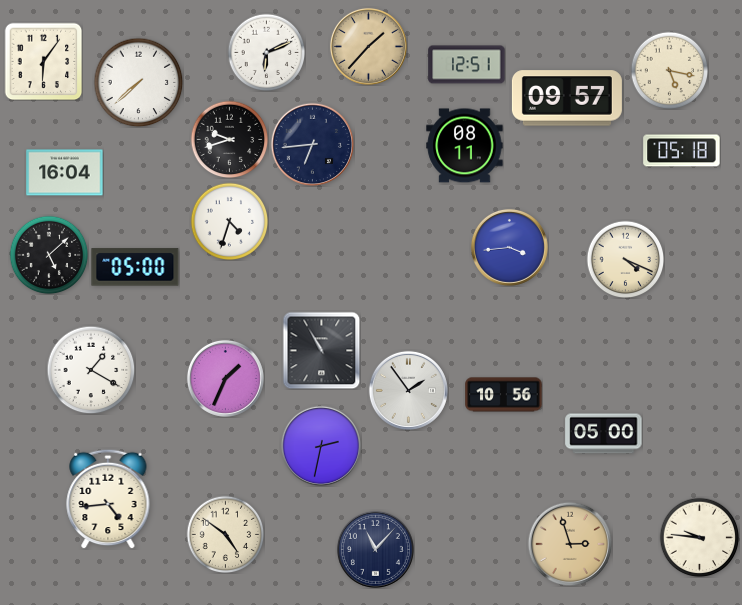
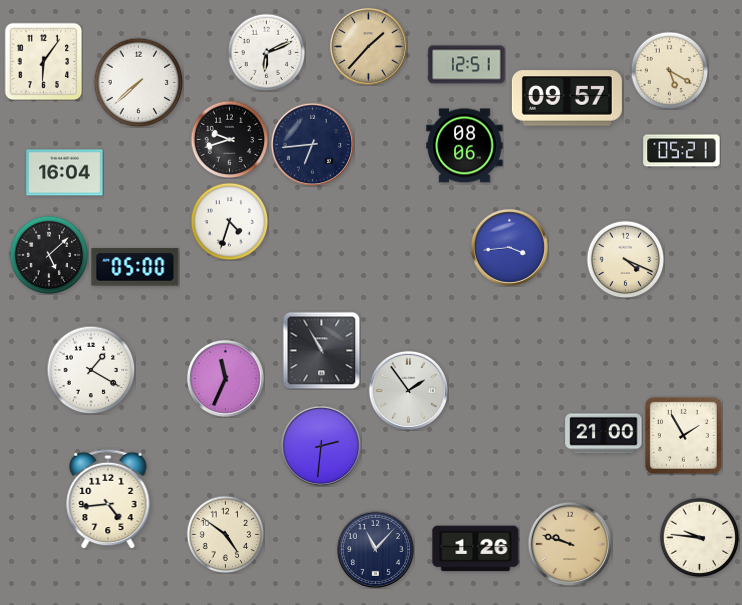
clock at (669, 70): 5:17 -> 5:20
clock at (465, 146): 08:11 -> 08:06
clock at (682, 151): 05:18 -> 05:21
clock at (225, 378): 1:34 -> 11:34
clock at (504, 395): 10:56 -> none
clock at (604, 434): 05:00 -> 21:00
clock at (683, 435): none -> 1:55
clock at (321, 446): 2:32 -> 2:31
clock at (570, 544): 2:57 -> 9:48
clock at (476, 549): none -> 1:26
